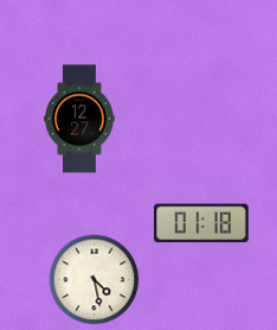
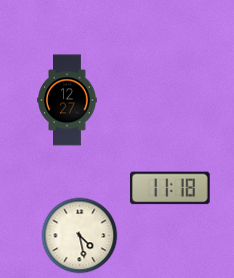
clock at (201, 223): 01:18 -> 11:18
